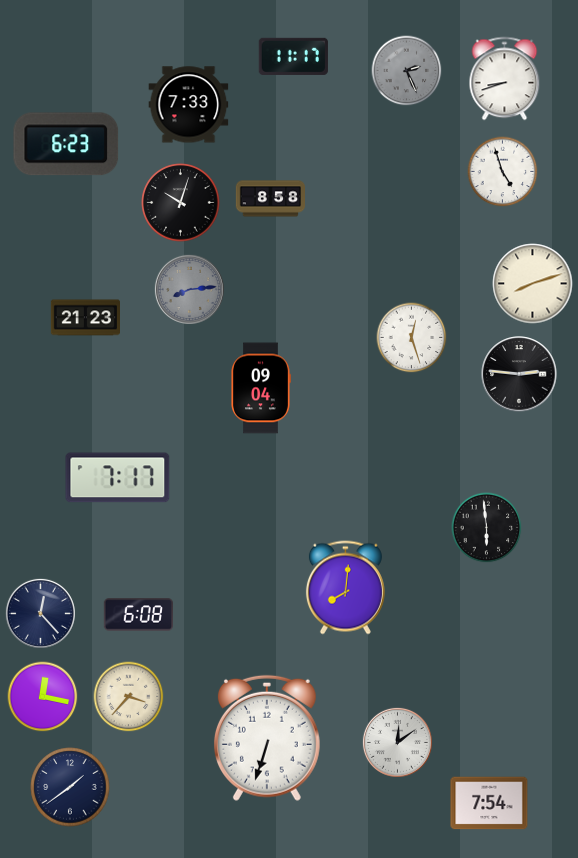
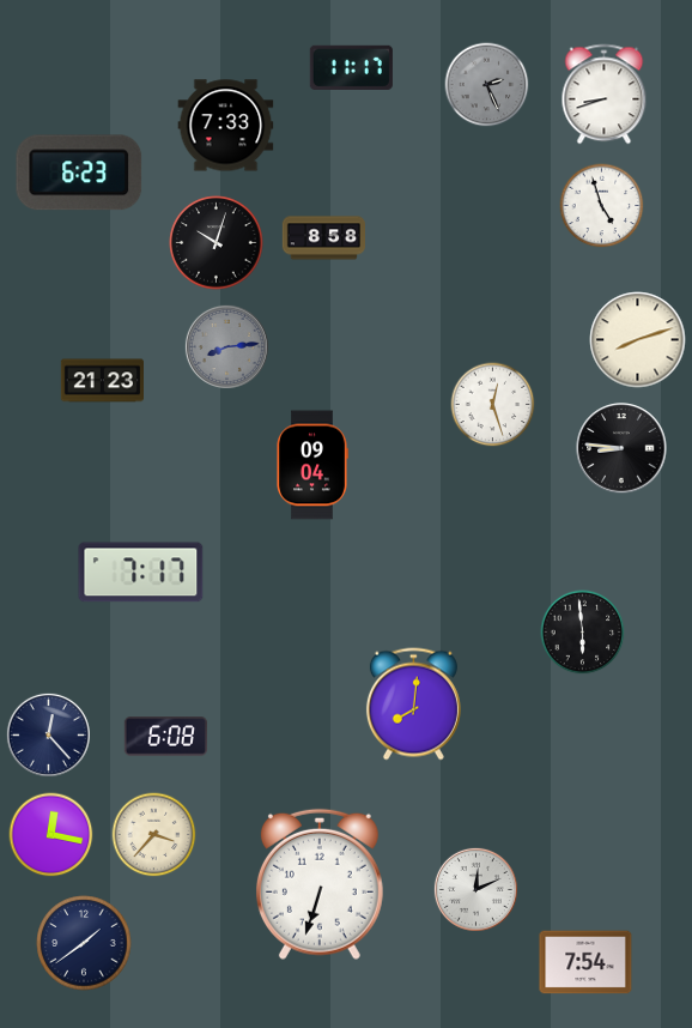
clock at (519, 374): 2:46 -> 8:46
clock at (397, 742): 12:09 -> 12:11
